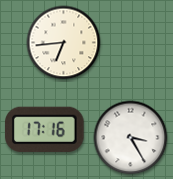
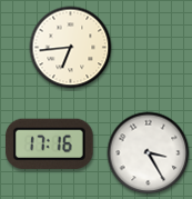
clock at (131, 138) position: (131, 138) -> (149, 153)
